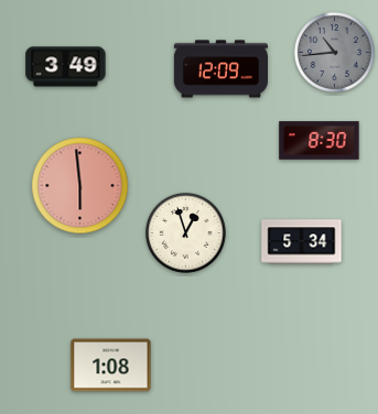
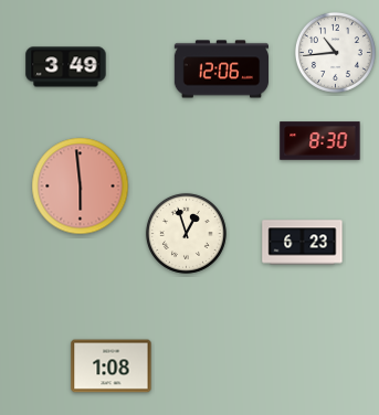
clock at (334, 52) dial: grey -> white
clock at (220, 69): 12:09 -> 12:06
clock at (302, 242): 5:34 -> 6:23
